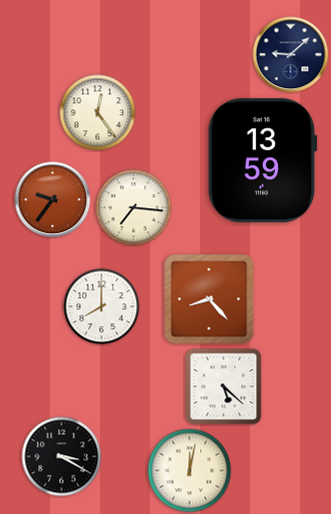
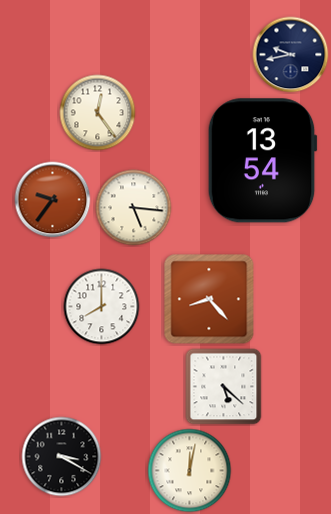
clock at (291, 55): 9:08 -> 9:43
clock at (262, 161): 13:59 -> 13:54
clock at (134, 208): 7:16 -> 5:16
